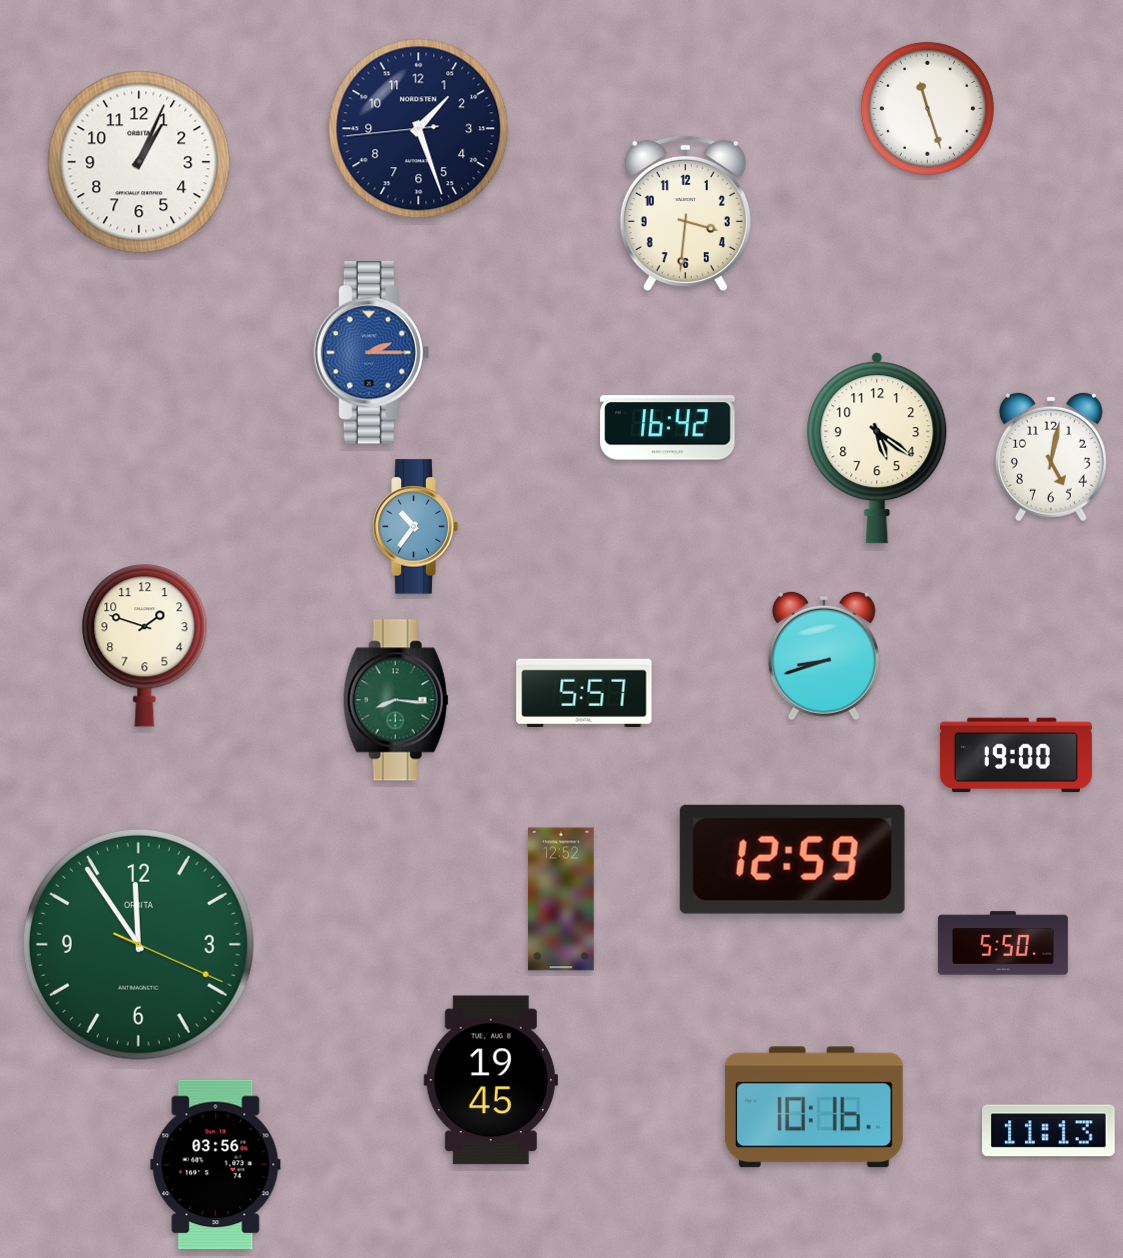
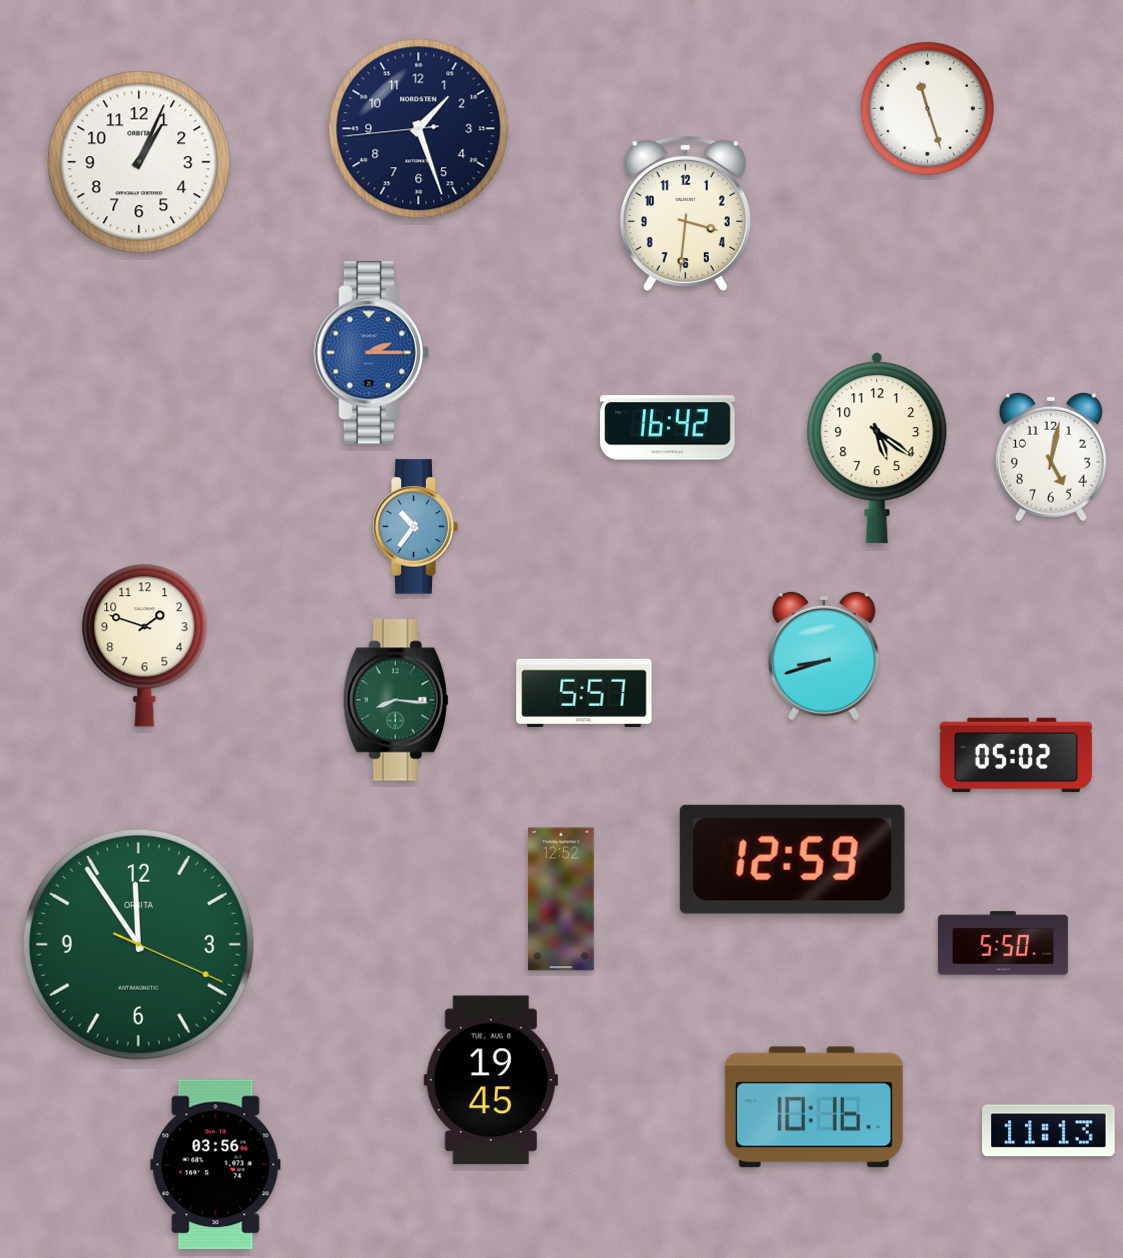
clock at (1016, 755): 19:00 -> 05:02
